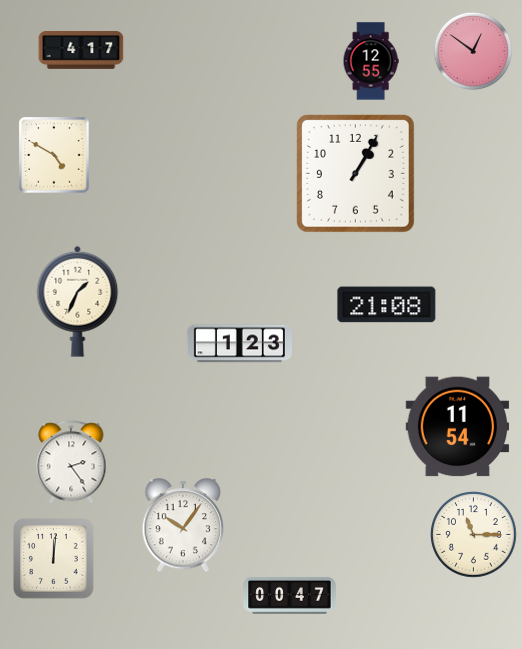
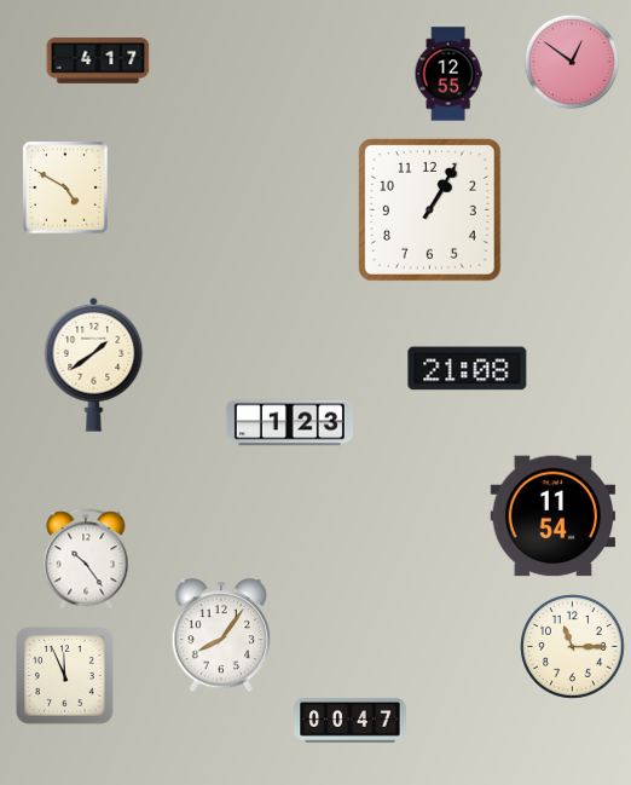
clock at (78, 301): 1:34 -> 1:39
clock at (239, 344) position: (239, 344) -> (289, 423)
clock at (71, 462): 2:24 -> 10:24
clock at (183, 526): 10:06 -> 8:06
clock at (54, 559): 12:01 -> 11:56
